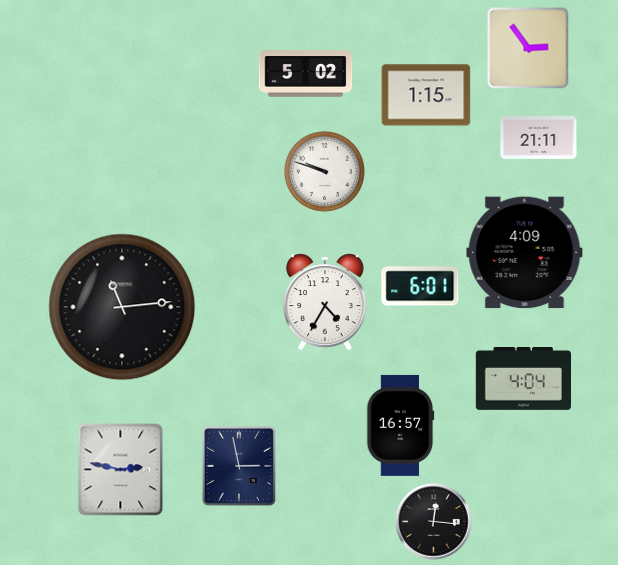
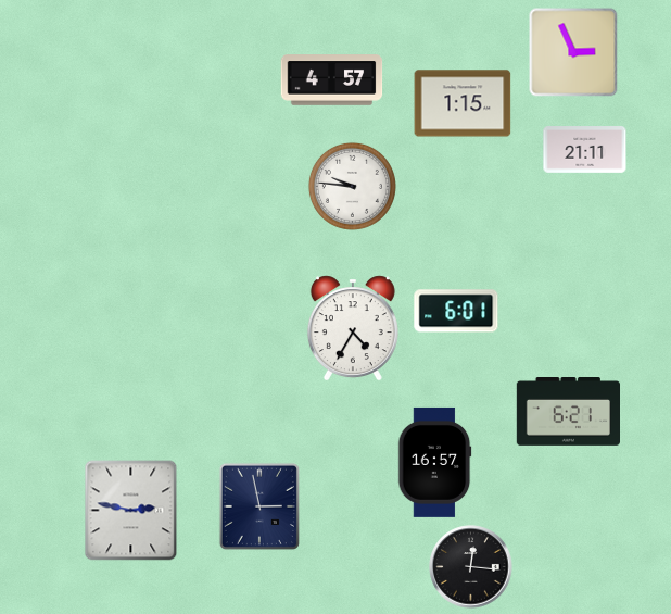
clock at (528, 48): 2:54 -> 2:56
clock at (306, 74): 5:02 -> 4:57
clock at (324, 171): 9:48 -> 9:46
clock at (525, 253): 4:09 -> none
clock at (122, 307): 11:14 -> none
clock at (523, 379): 4:04 -> 6:21
